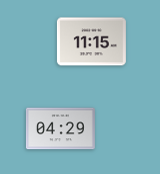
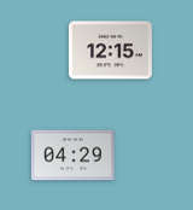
clock at (91, 42): 11:15 -> 12:15
